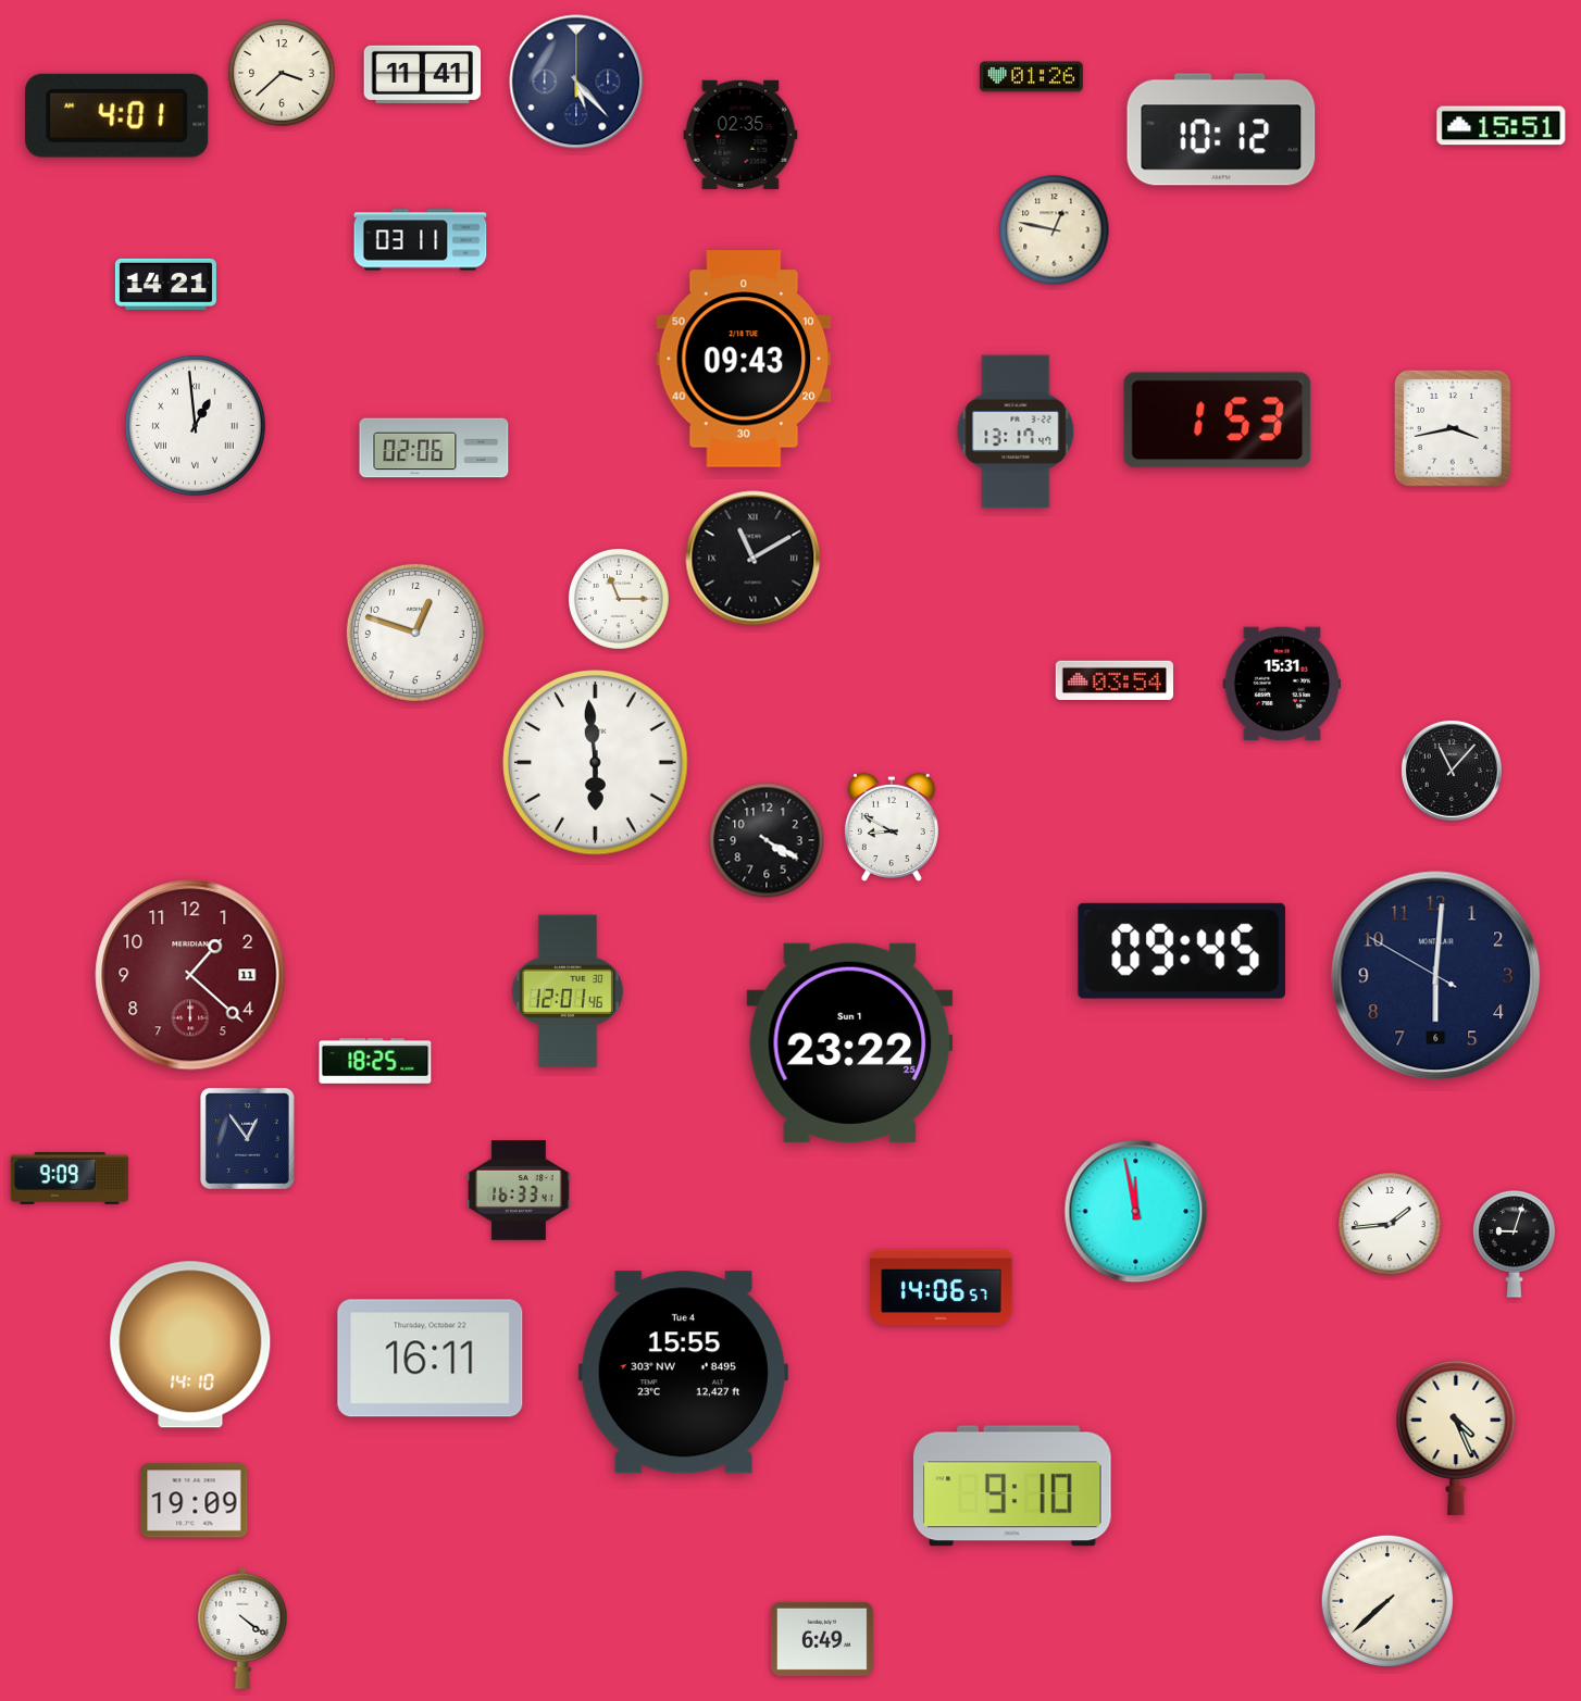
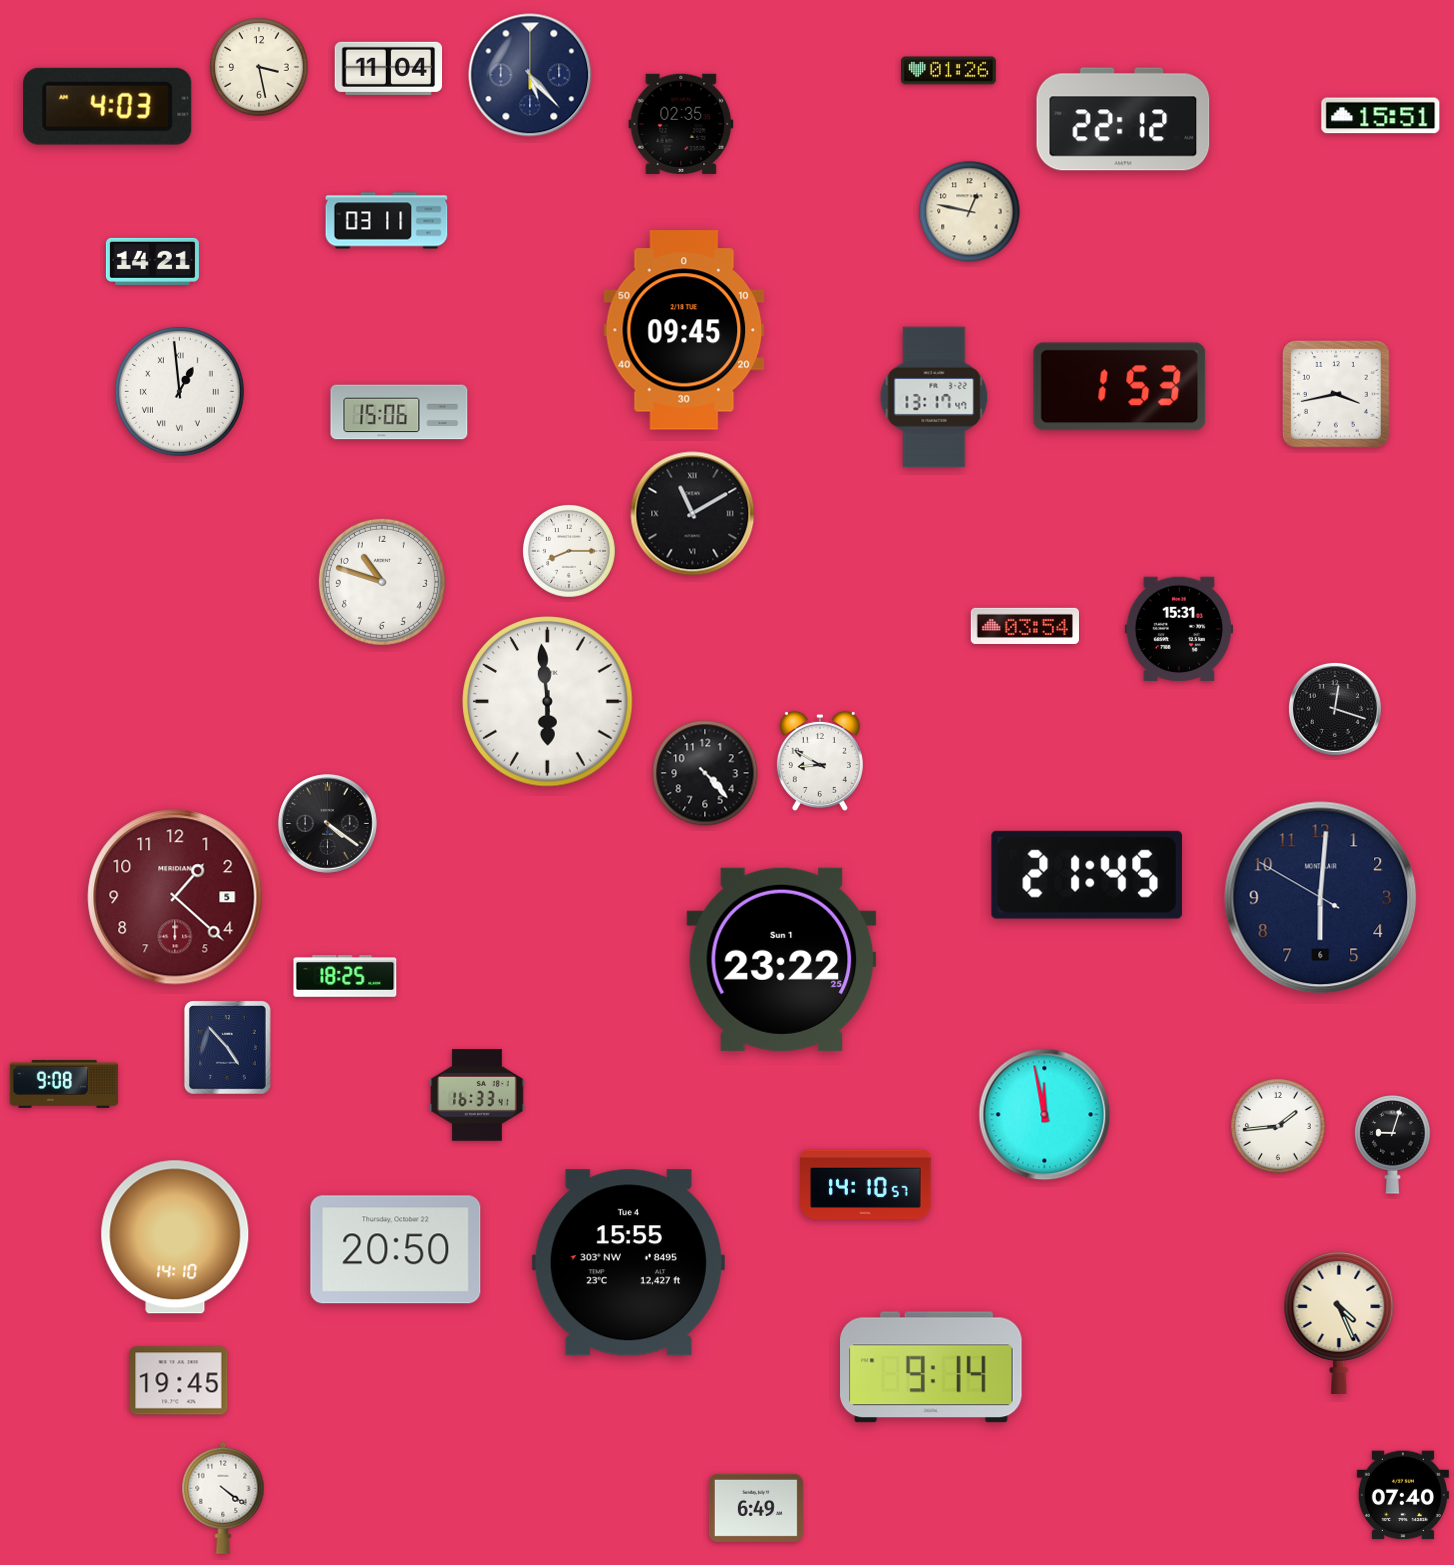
clock at (282, 73): 3:38 -> 3:28
clock at (423, 74): 11:41 -> 11:04
clock at (117, 115): 4:01 -> 4:03
clock at (1221, 129): 10:12 -> 22:12
clock at (744, 359): 09:43 -> 09:45
clock at (434, 448): 02:06 -> 15:06
clock at (619, 599): 11:15 -> 8:15
clock at (415, 633): 12:48 -> 10:48
clock at (1452, 771): 11:07 -> 12:18
clock at (767, 840): 4:20 -> 4:23
clock at (328, 824): none -> 4:21
clock at (1182, 951): 09:45 -> 21:45
clock at (190, 975) date: 11 -> 5
clock at (568, 991): 12:01 -> none
clock at (248, 1139): 12:54 -> 4:53
clock at (70, 1178): 9:09 -> 9:08
clock at (942, 1288): 14:06 -> 14:10
clock at (431, 1359): 16:11 -> 20:50
clock at (1013, 1486): 9:10 -> 9:14
clock at (195, 1501): 19:09 -> 19:45
clock at (1386, 1600): 7:38 -> none
clock at (1403, 1495): none -> 07:40
